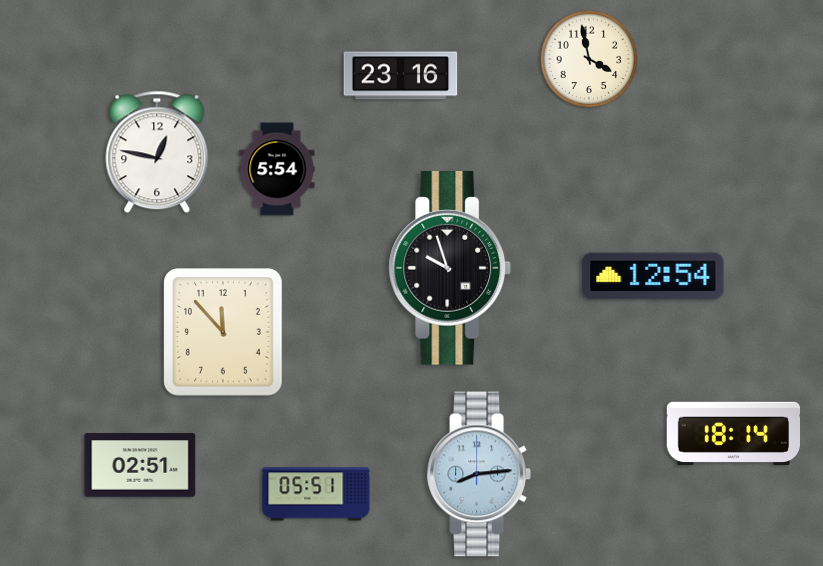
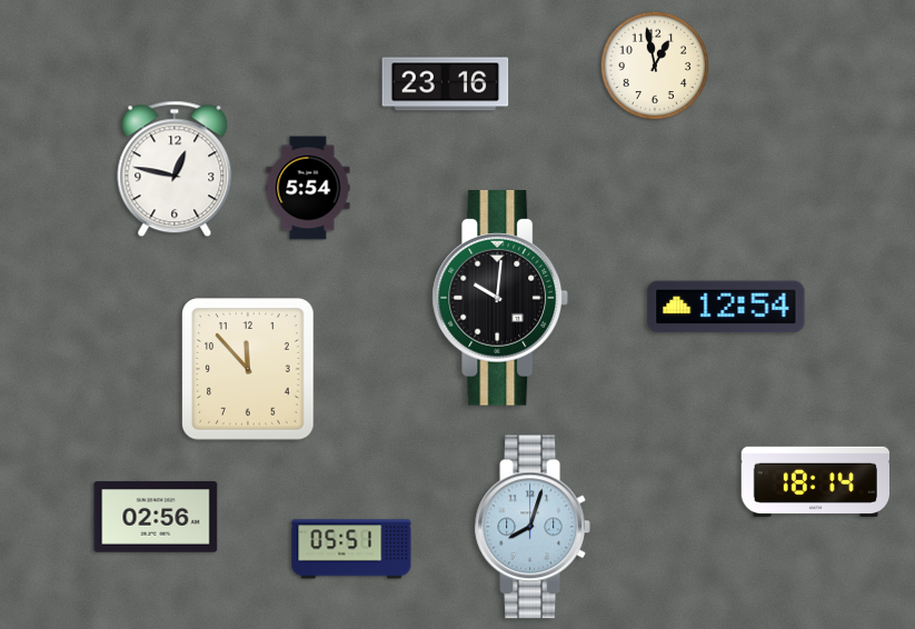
clock at (589, 59): 3:58 -> 12:58
clock at (450, 268): 9:57 -> 10:01
clock at (140, 465): 02:51 -> 02:56
clock at (478, 474): 8:14 -> 8:03
